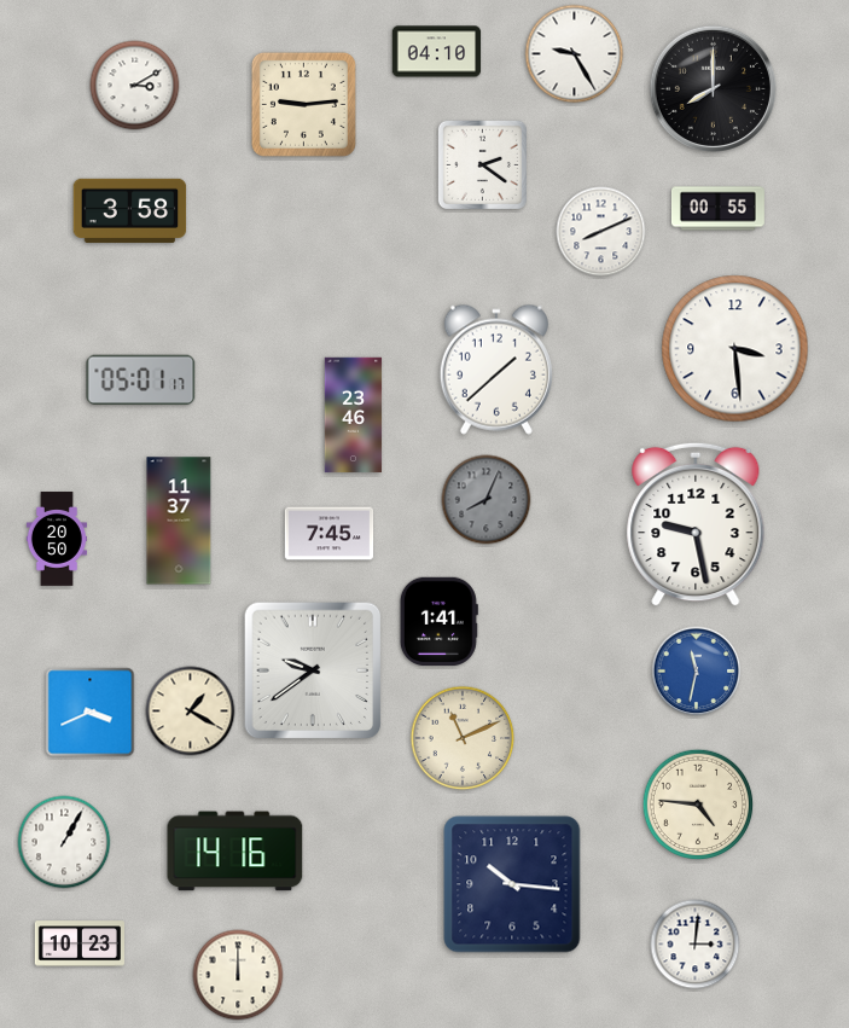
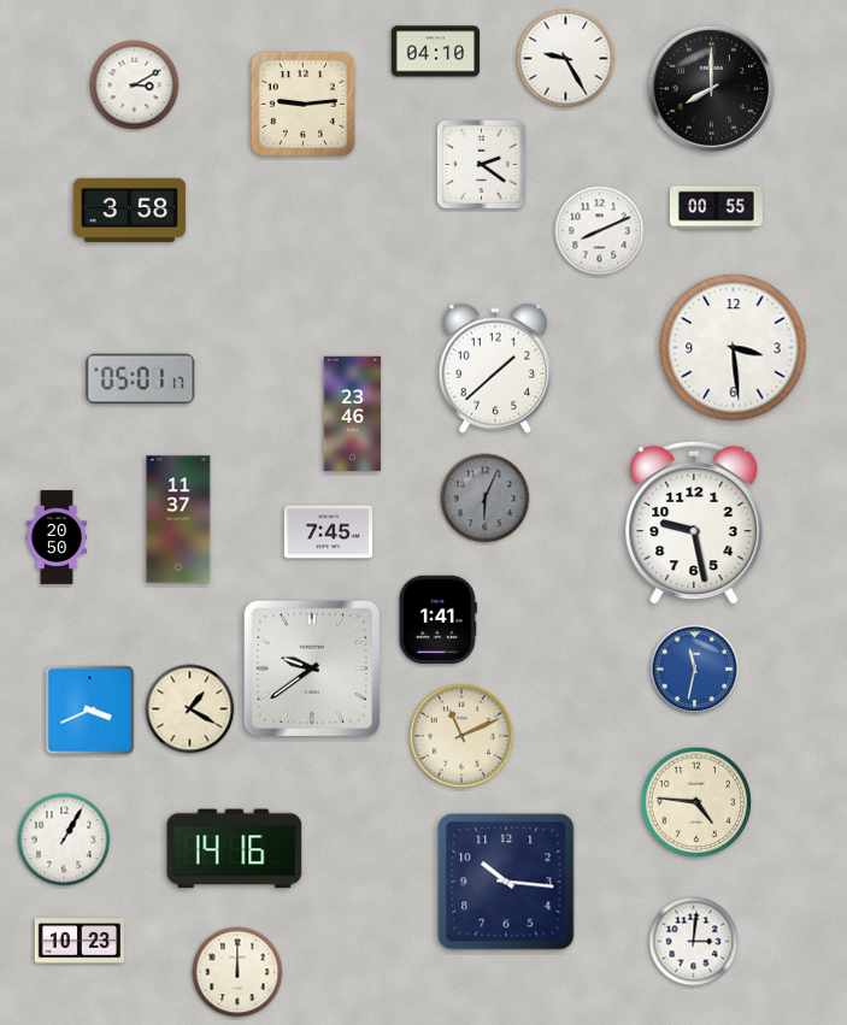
clock at (575, 54) position: (575, 54) -> (566, 59)
clock at (487, 500): 8:04 -> 6:04
clock at (512, 884) position: (512, 884) -> (506, 882)
